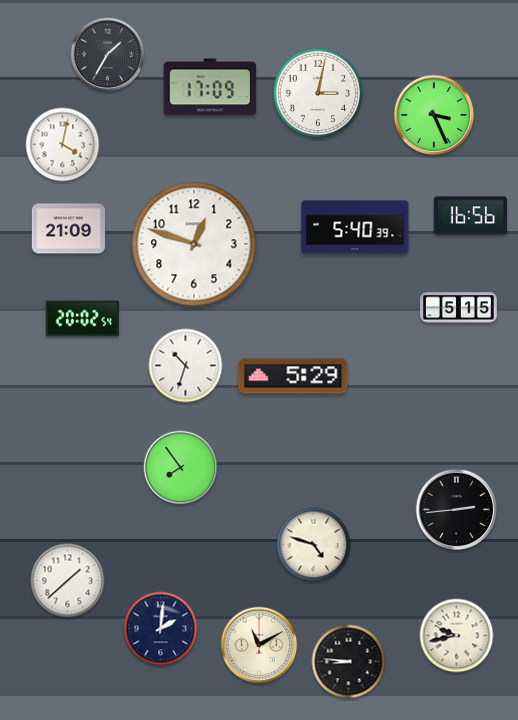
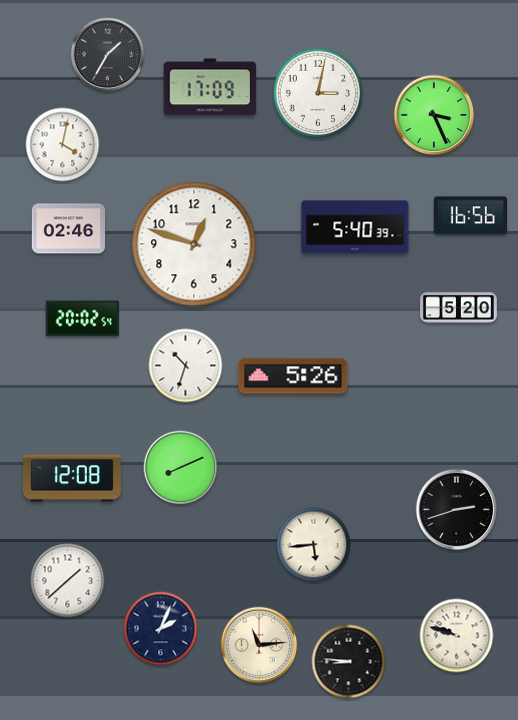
clock at (69, 229): 21:09 -> 02:46
clock at (459, 308): 5:15 -> 5:20
clock at (293, 376): 5:29 -> 5:26
clock at (181, 468): 7:54 -> 8:11
clock at (72, 478): none -> 12:08
clock at (457, 510): 2:44 -> 2:42
clock at (314, 545): 4:48 -> 5:44
clock at (161, 629): 2:01 -> 2:04
clock at (457, 636): 9:43 -> 9:48
clock at (259, 645): 11:10 -> 11:14
